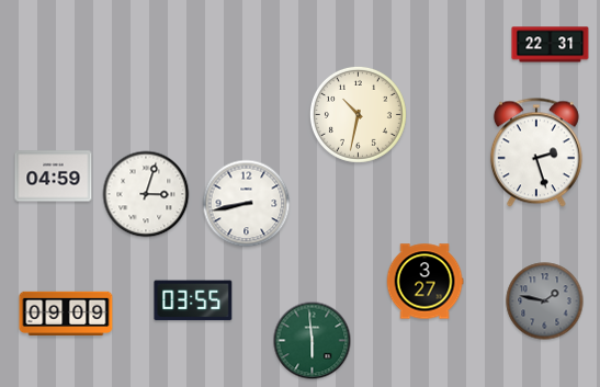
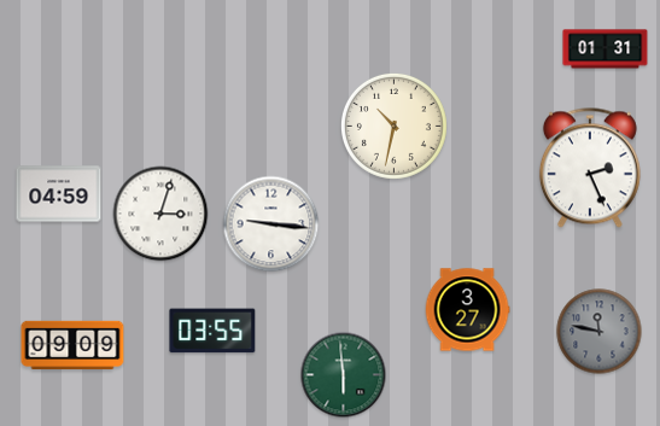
clock at (551, 45): 22:31 -> 01:31
clock at (536, 152): 2:27 -> 2:26
clock at (247, 204): 8:43 -> 9:16
clock at (545, 301): 1:47 -> 11:47
